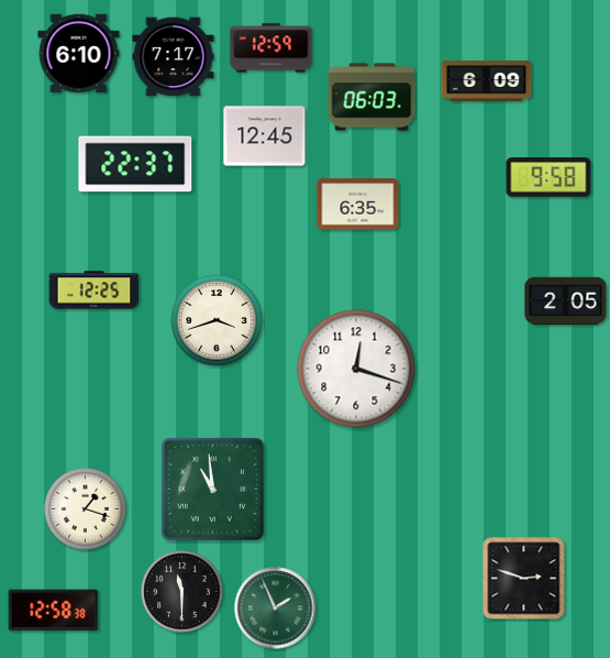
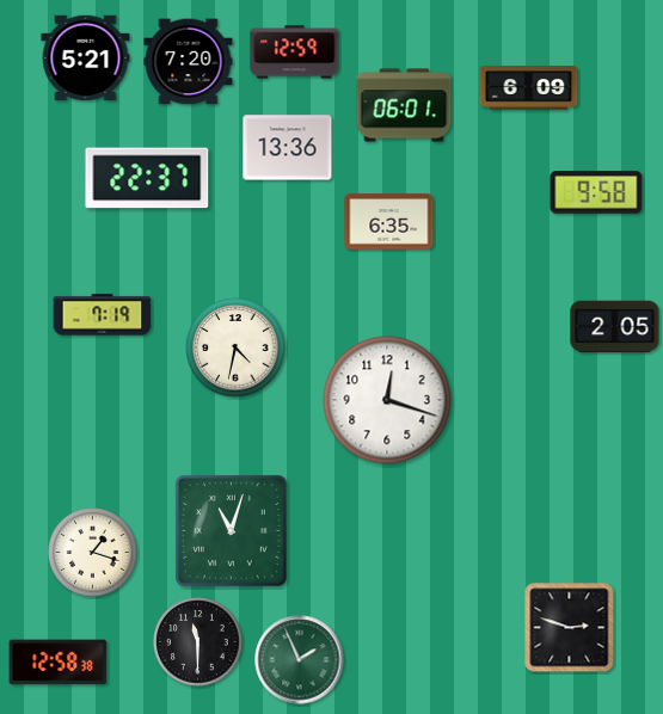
clock at (79, 54): 6:10 -> 5:21
clock at (174, 57): 7:17 -> 7:20
clock at (371, 97): 06:03 -> 06:01
clock at (265, 136): 12:45 -> 13:36
clock at (95, 290): 12:25 -> 7:19
clock at (217, 320): 3:42 -> 4:32
clock at (212, 489): 10:59 -> 11:03
